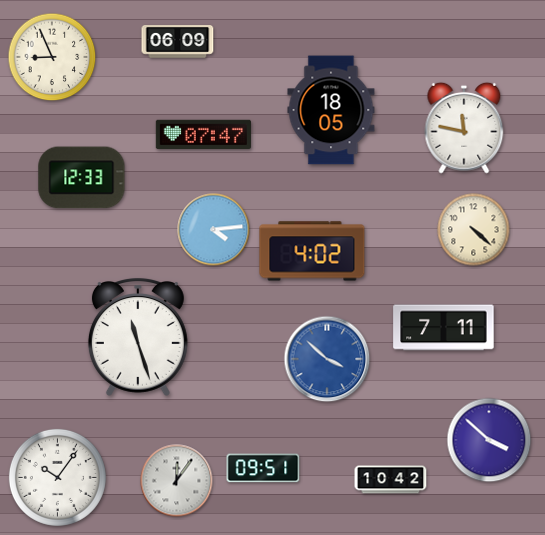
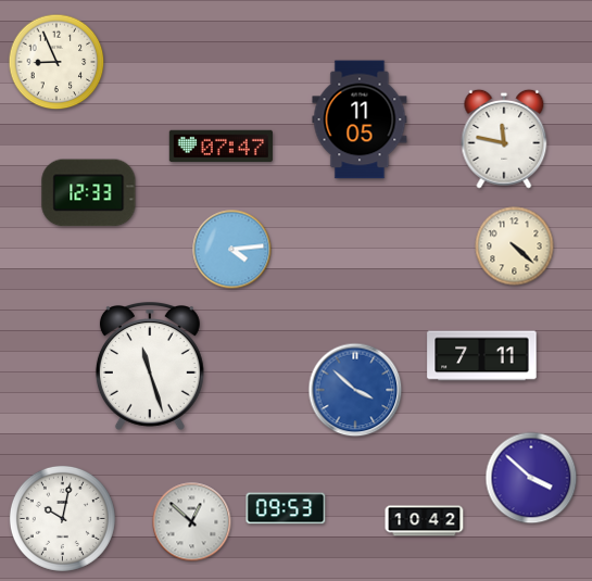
clock at (178, 42): 06:09 -> none
clock at (331, 110): 18:05 -> 11:05
clock at (474, 230) position: (474, 230) -> (515, 247)
clock at (312, 251): 4:02 -> none
clock at (263, 468): 09:51 -> 09:53
clock at (57, 477): 10:06 -> 10:02
clock at (177, 481): 12:06 -> 12:52
